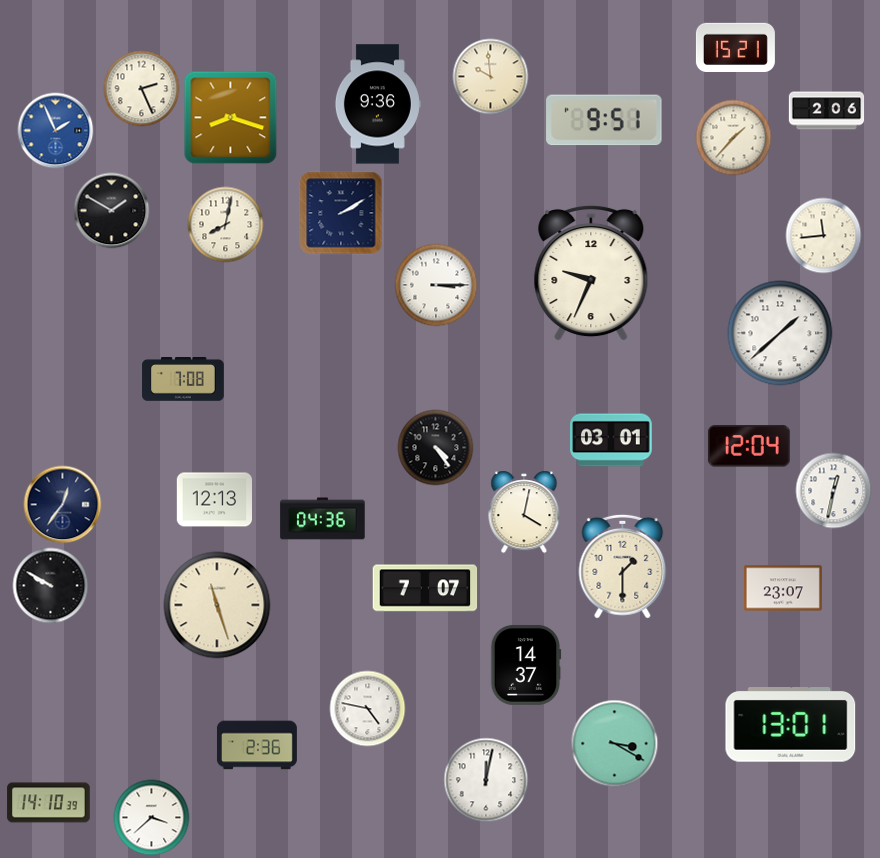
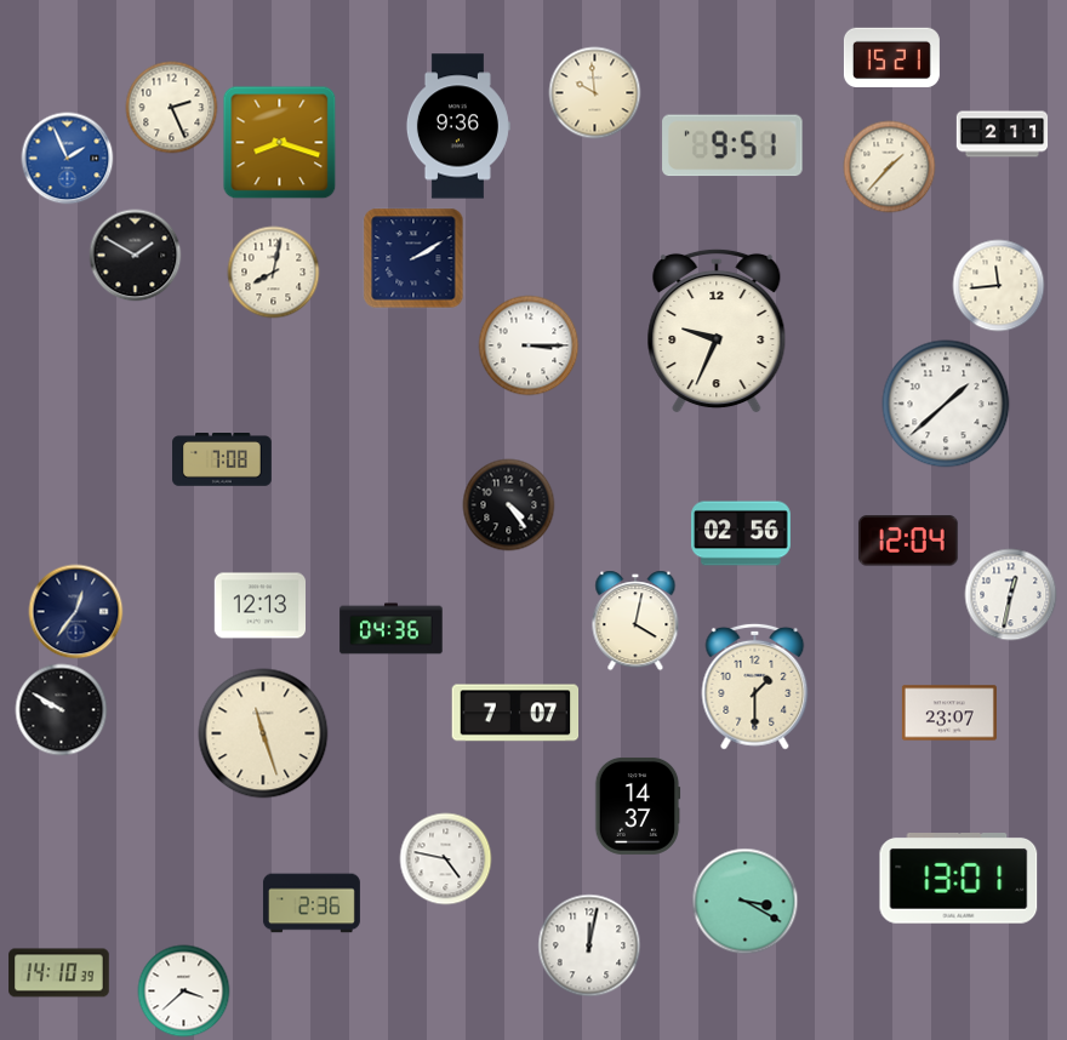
clock at (827, 111): 2:06 -> 2:11
clock at (611, 440): 03:01 -> 02:56
clock at (436, 448) position: (436, 448) -> (509, 505)
